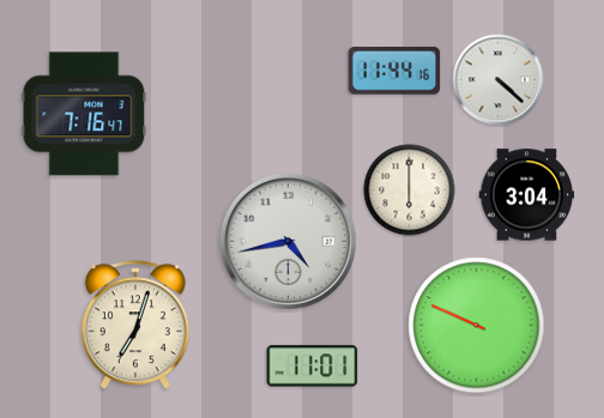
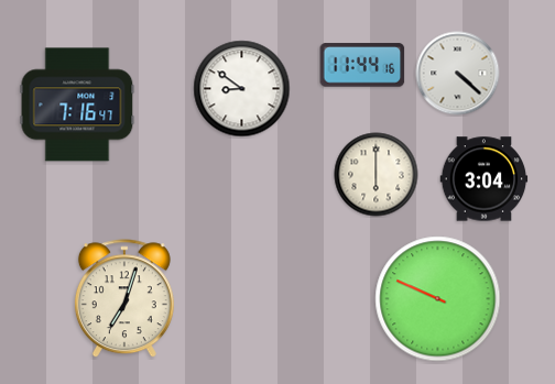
clock at (242, 89): none -> 8:51
clock at (288, 241): 4:43 -> none
clock at (313, 366): 11:01 -> none
